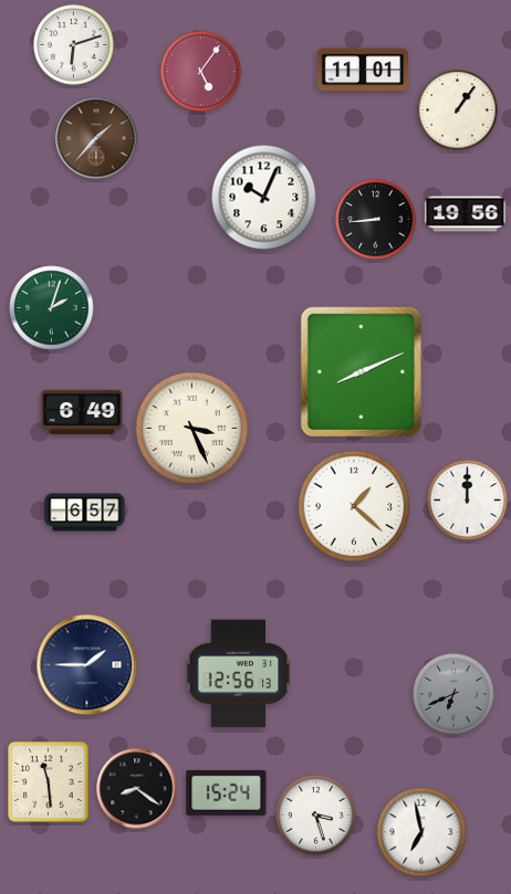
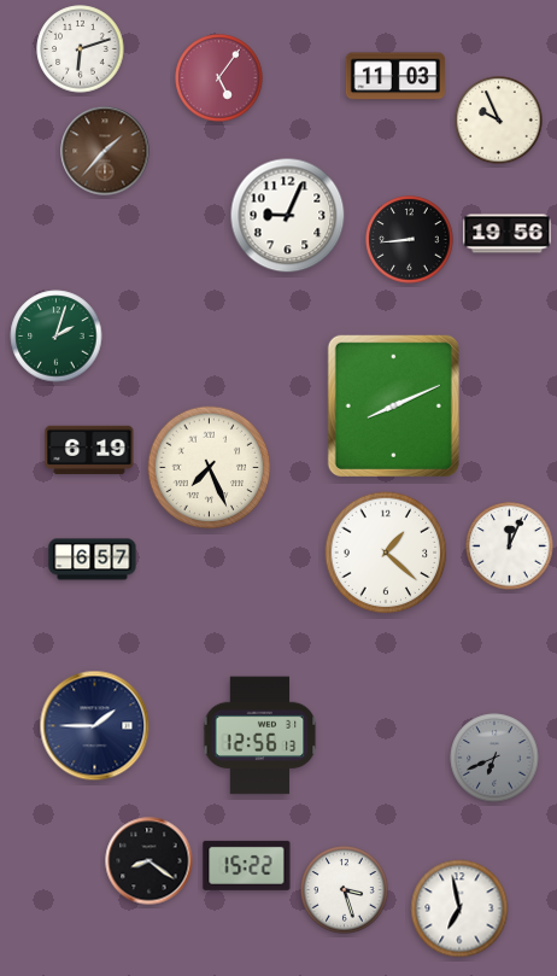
clock at (363, 70): 11:01 -> 11:03
clock at (458, 111): 1:06 -> 9:56
clock at (264, 198): 10:04 -> 9:04
clock at (82, 412): 6:49 -> 6:19
clock at (192, 429): 3:26 -> 7:26
clock at (468, 501): 12:00 -> 12:04
clock at (49, 782): 11:29 -> none
clock at (227, 792): 15:24 -> 15:22
